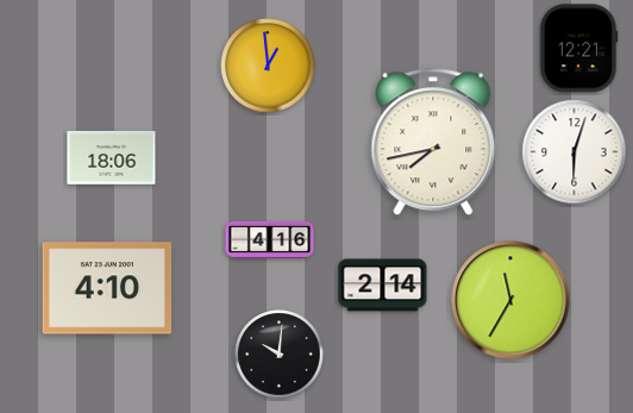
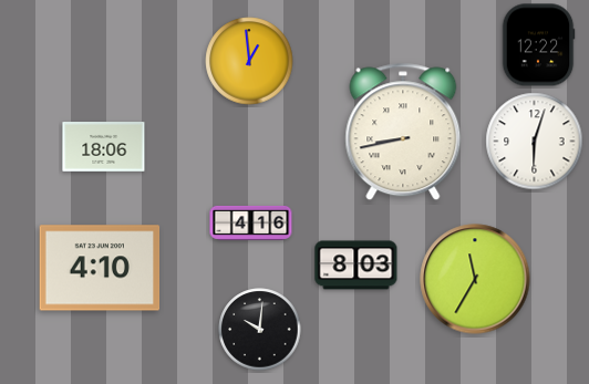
clock at (578, 49): 12:21 -> 12:22
clock at (433, 142): 7:43 -> 8:43
clock at (383, 286): 2:14 -> 8:03
